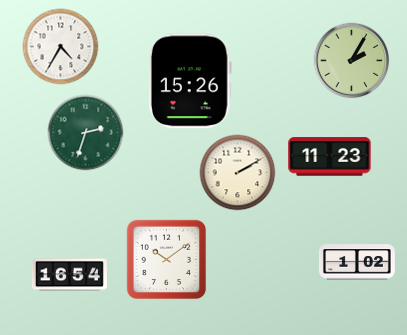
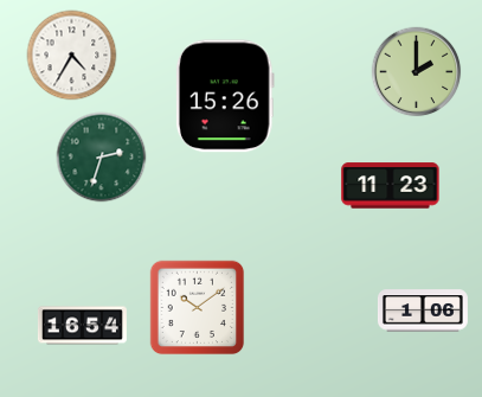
clock at (352, 61): 2:05 -> 2:00
clock at (238, 173): 2:10 -> none
clock at (357, 262): 1:02 -> 1:06
